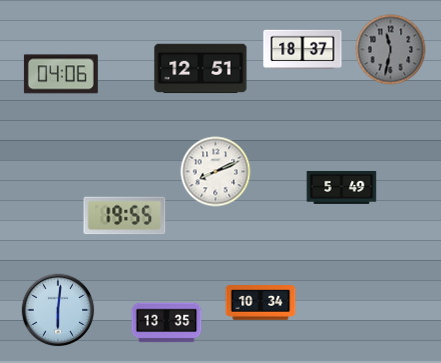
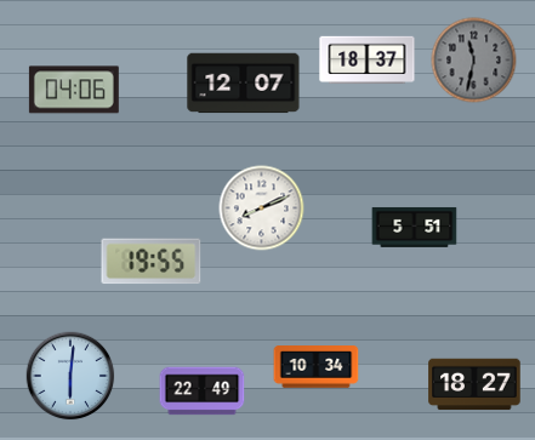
clock at (201, 69): 12:51 -> 12:07
clock at (342, 187): 5:49 -> 5:51
clock at (474, 384): none -> 18:27
clock at (167, 323): 13:35 -> 22:49
